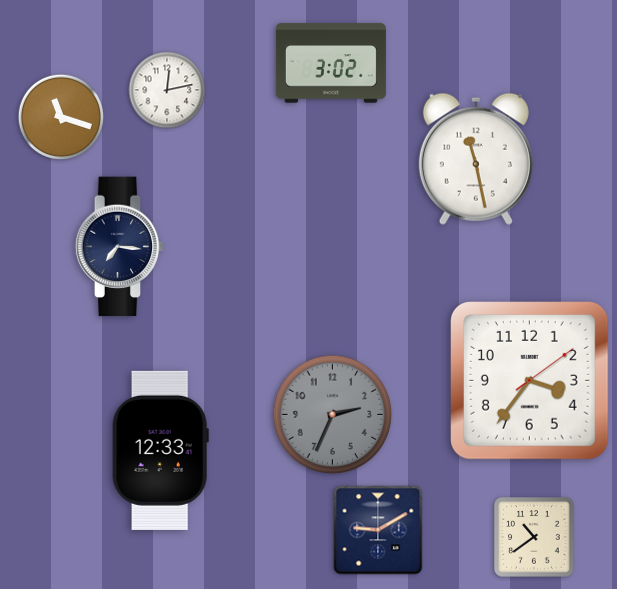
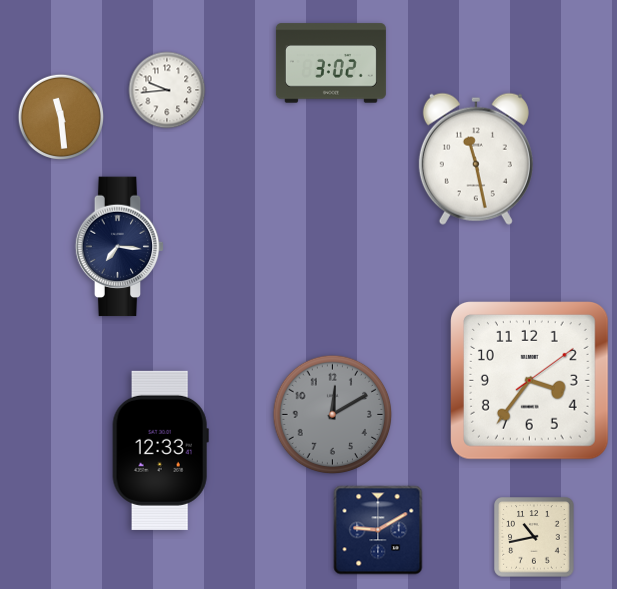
clock at (167, 90): 12:13 -> 9:44
clock at (60, 116): 11:18 -> 11:29
clock at (333, 415): 2:34 -> 12:10
clock at (534, 537): 10:39 -> 10:43
